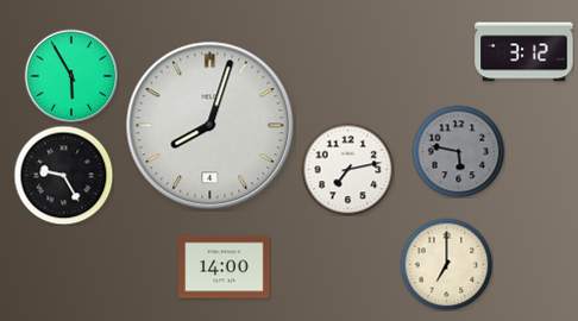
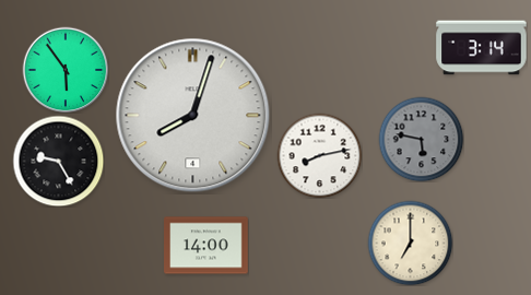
clock at (524, 52): 3:12 -> 3:14
clock at (71, 76): 5:55 -> 5:54
clock at (347, 169): 7:13 -> 8:13
